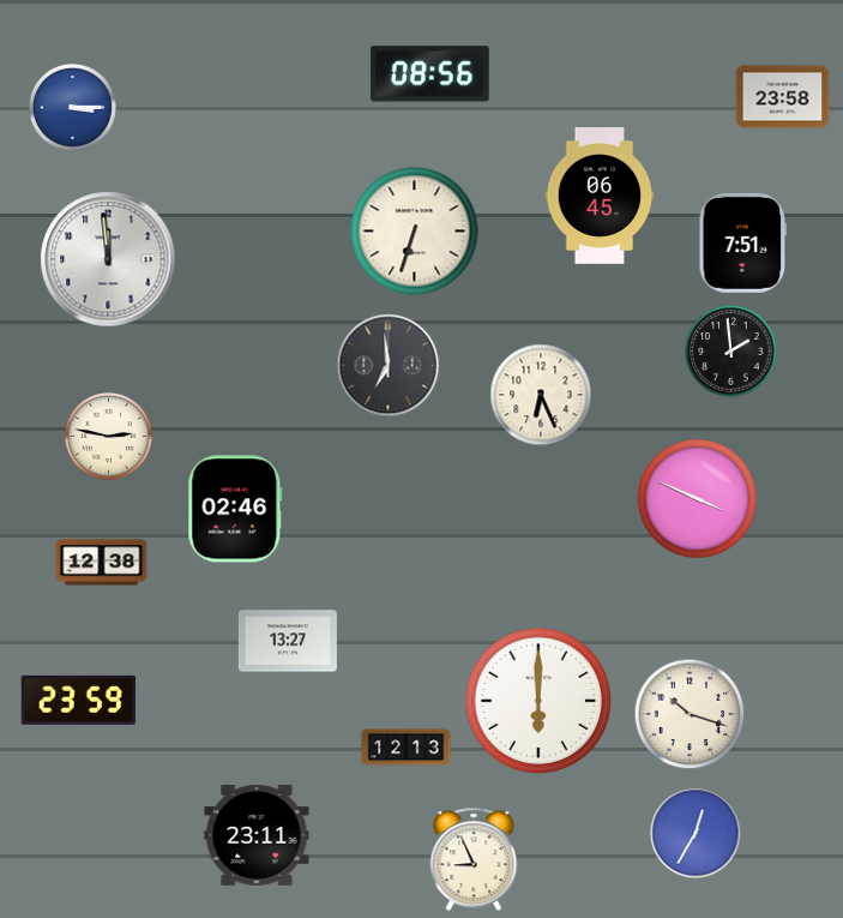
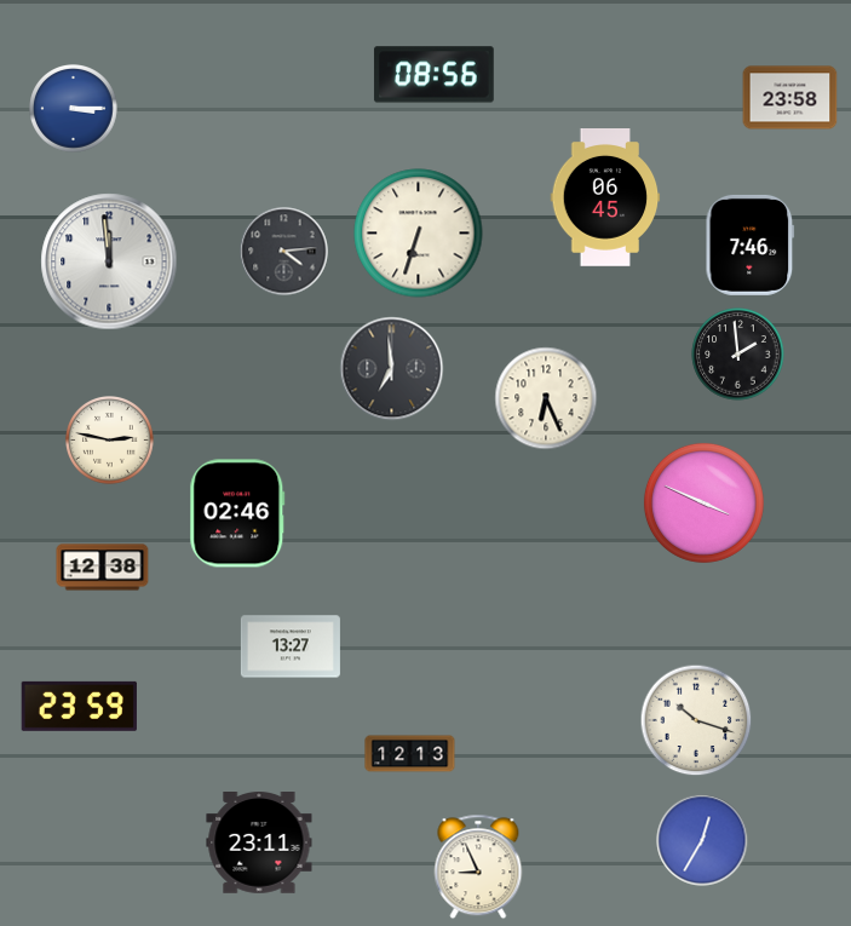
clock at (743, 242): 7:51 -> 7:46
clock at (284, 252): none -> 4:14
clock at (538, 701): 6:00 -> none
